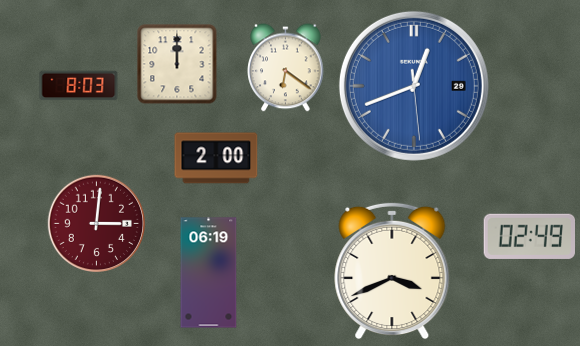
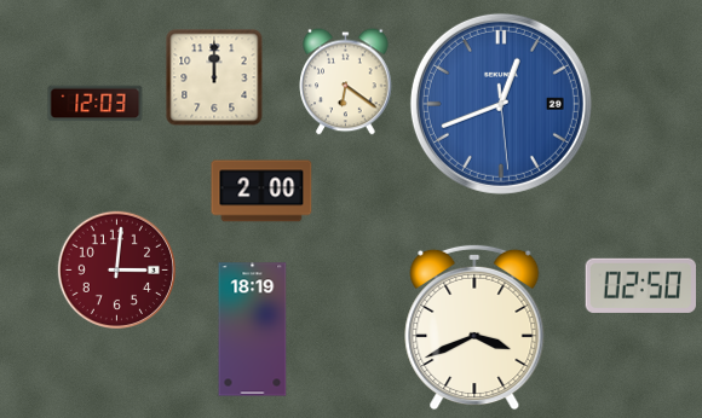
clock at (79, 86): 8:03 -> 12:03
clock at (529, 236): 02:49 -> 02:50
clock at (209, 273): 06:19 -> 18:19
